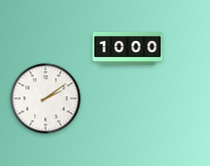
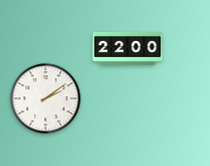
clock at (128, 49): 10:00 -> 22:00
